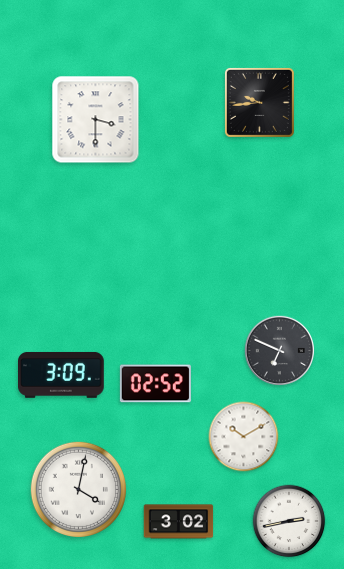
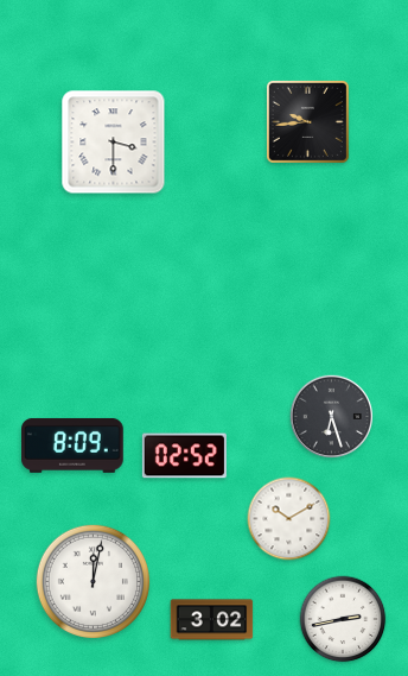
clock at (279, 350): 6:49 -> 6:27
clock at (62, 375): 3:09 -> 8:09
clock at (78, 489): 4:02 -> 12:02
